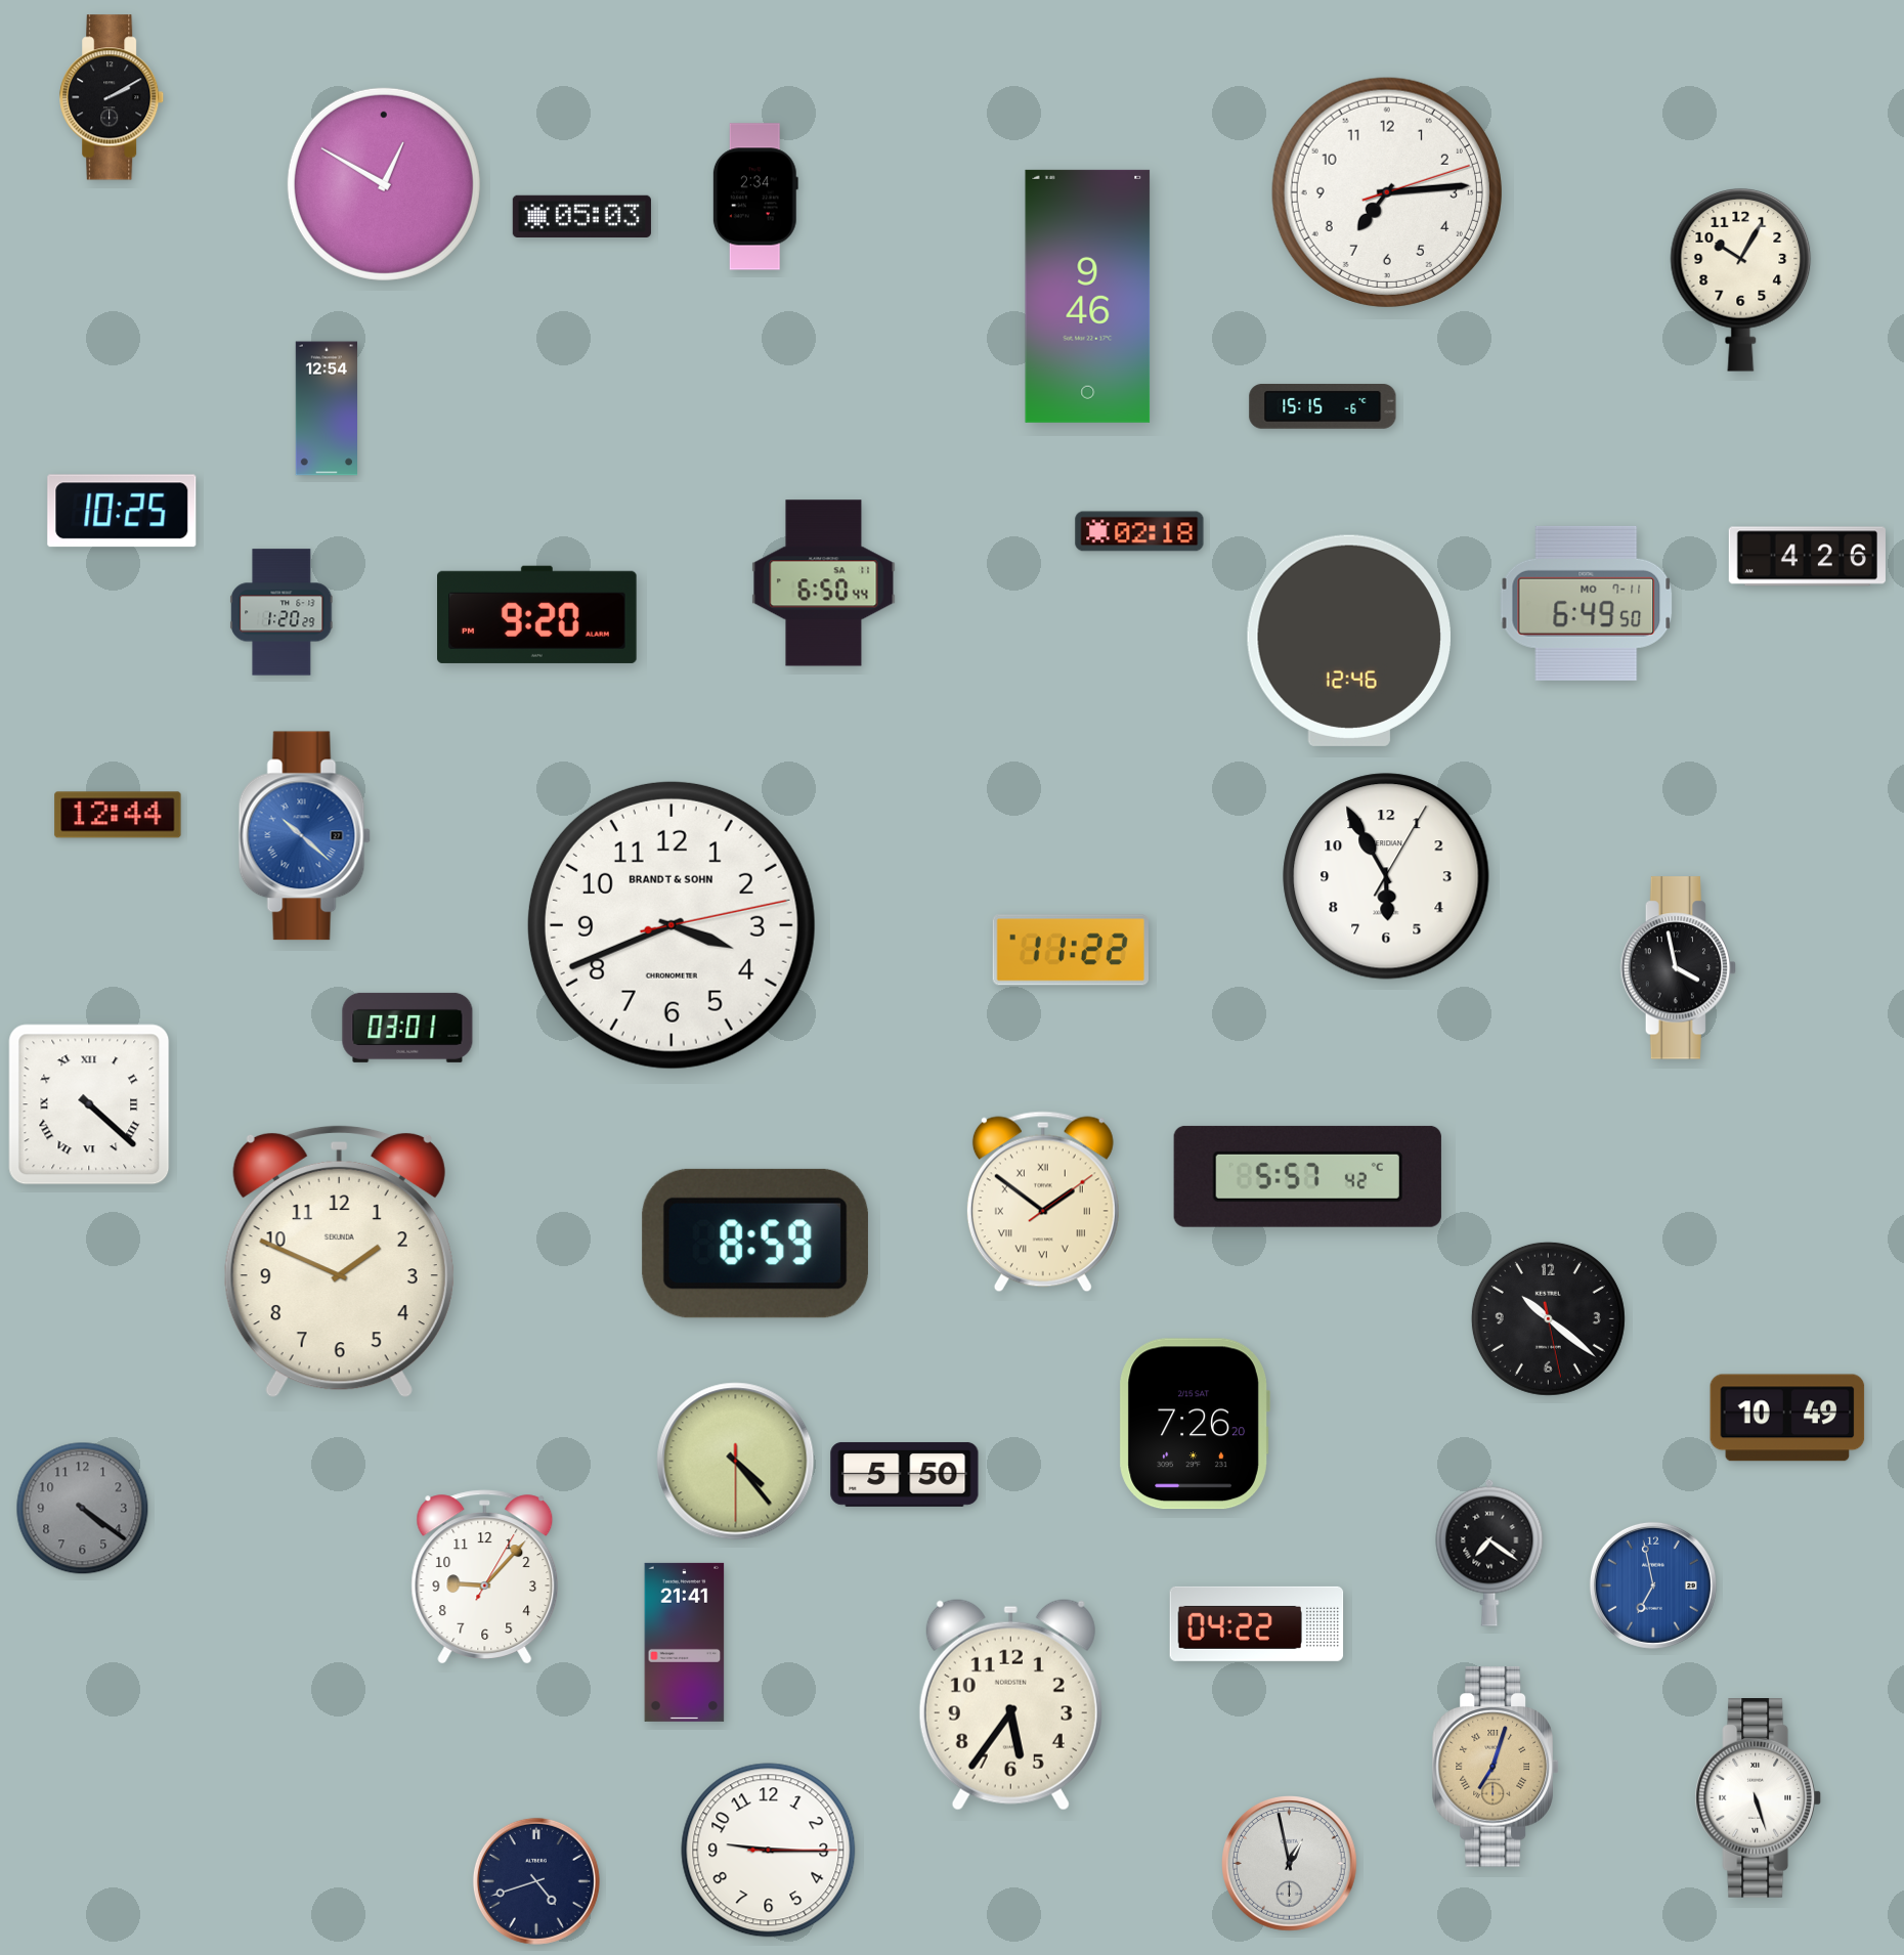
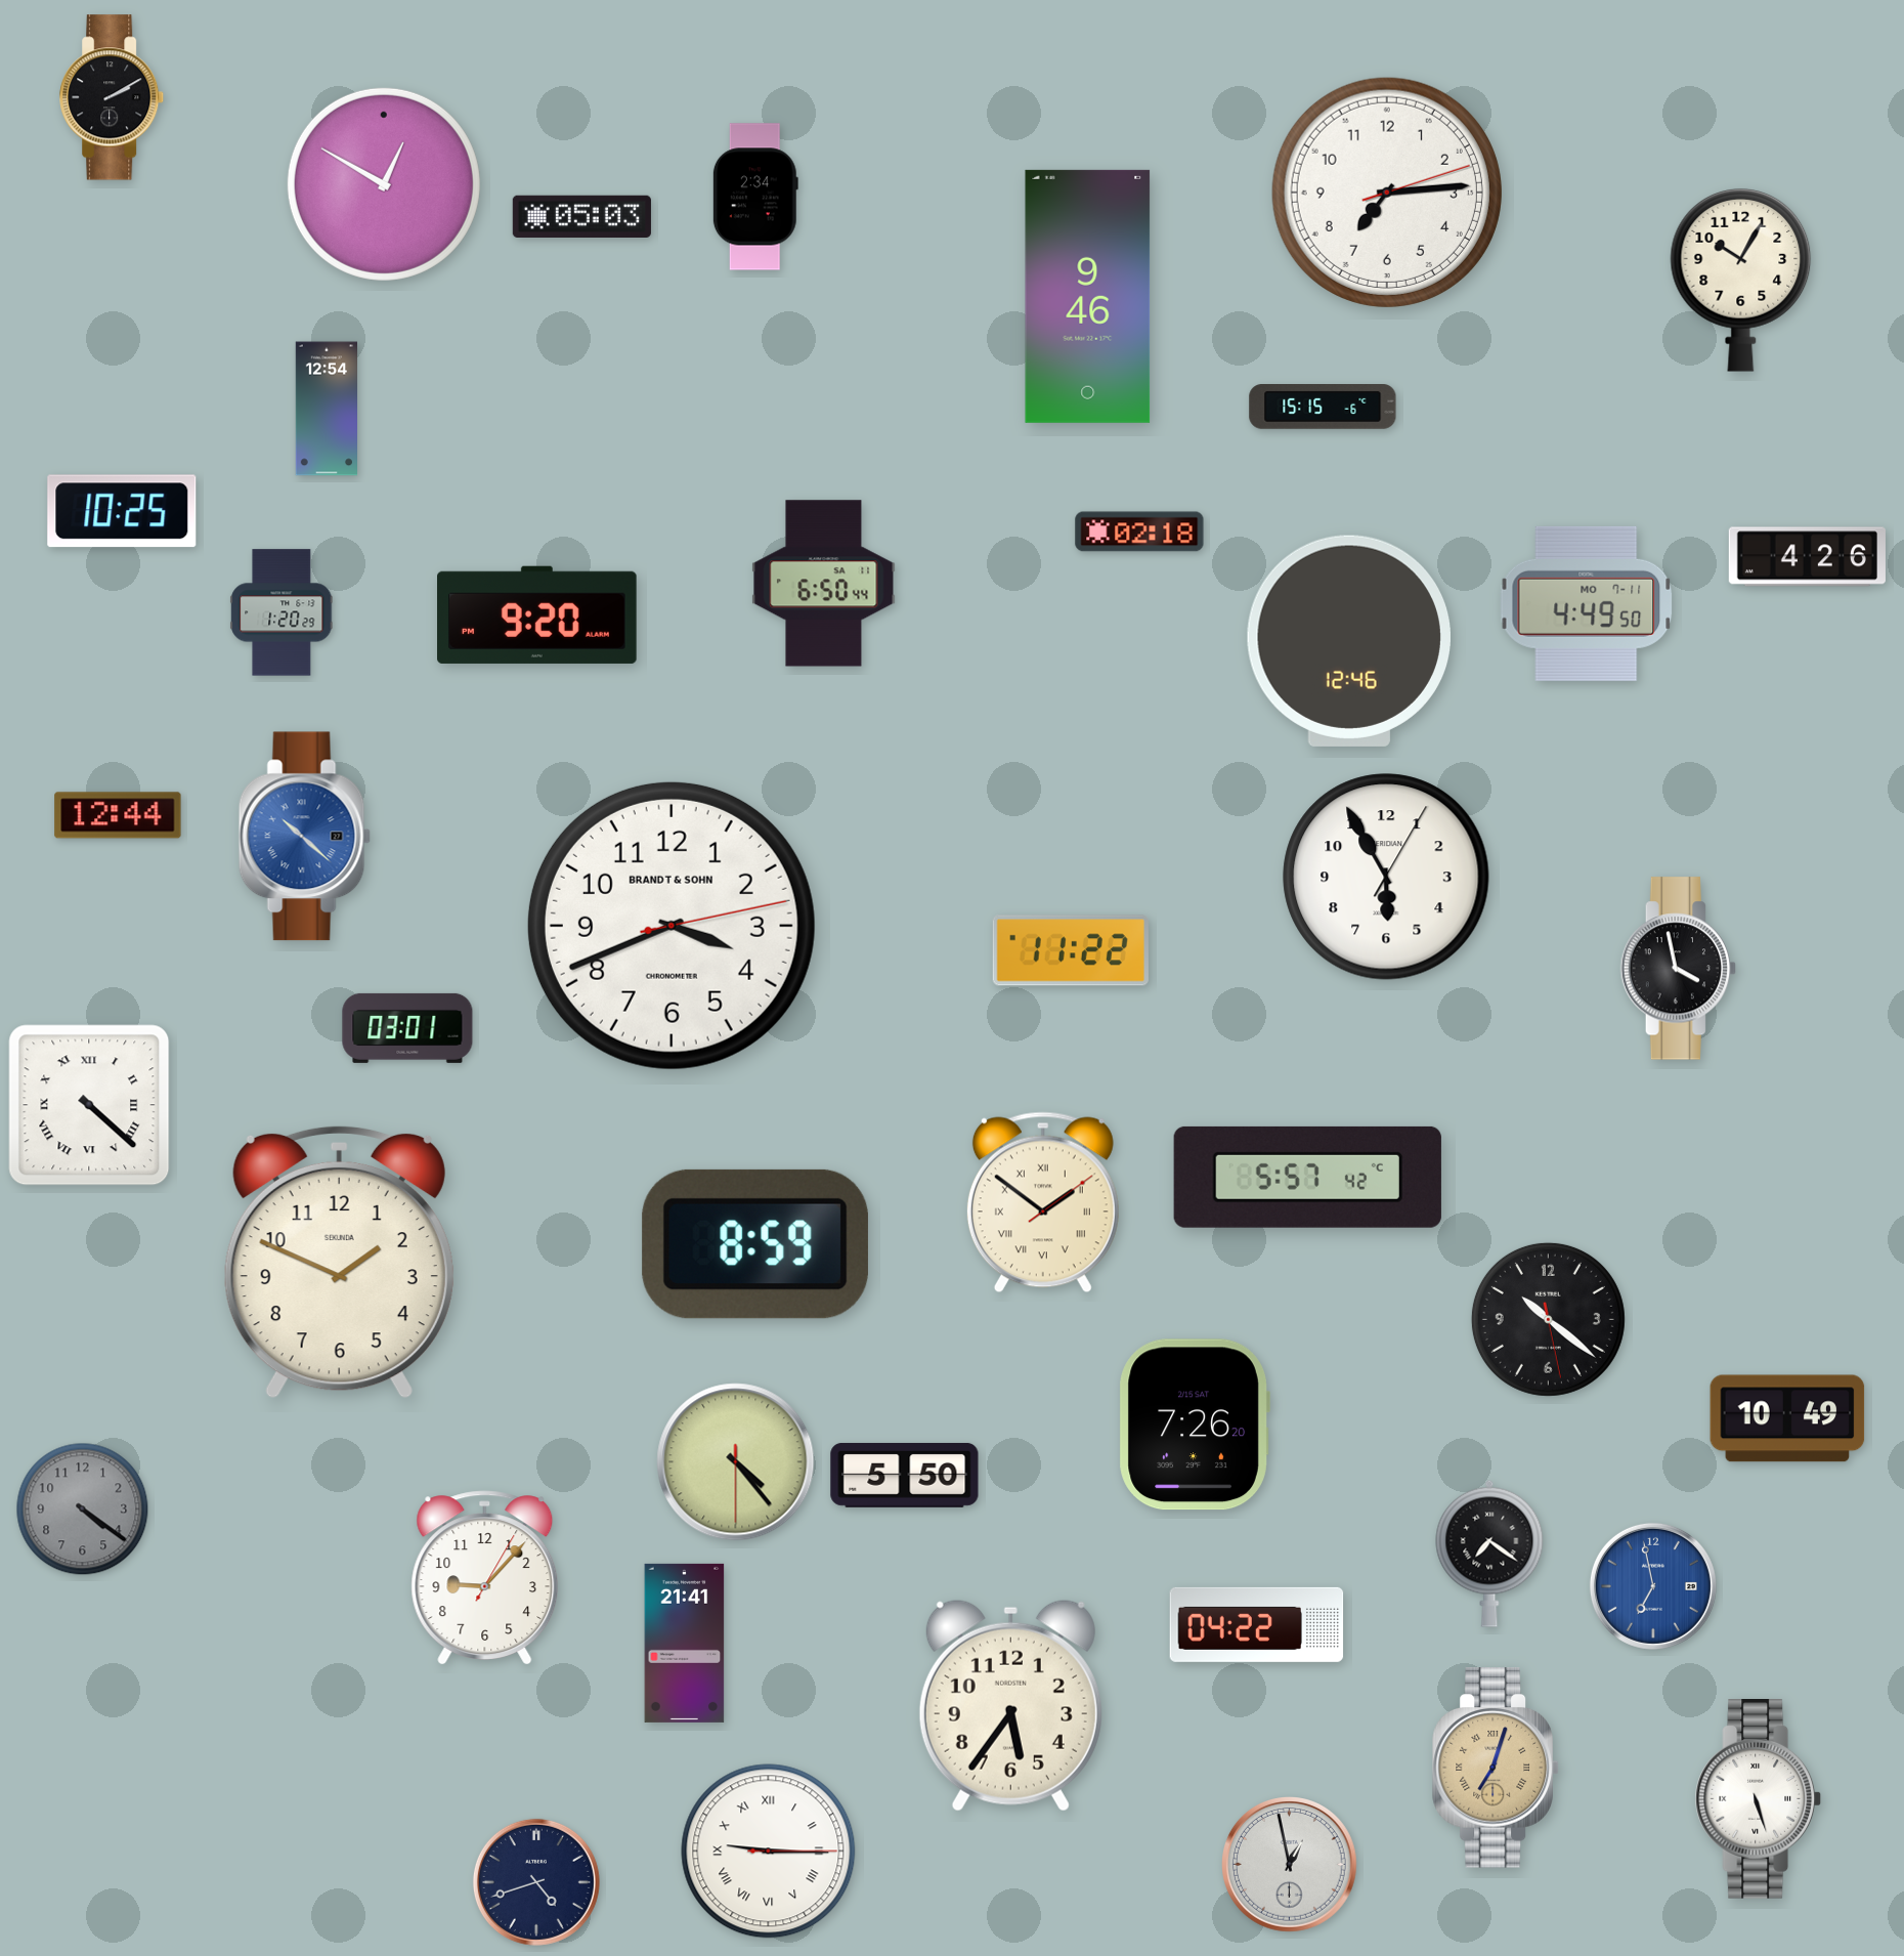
clock at (1587, 603): 6:49 -> 4:49
clock at (769, 1851) numerals: Arabic -> Roman
